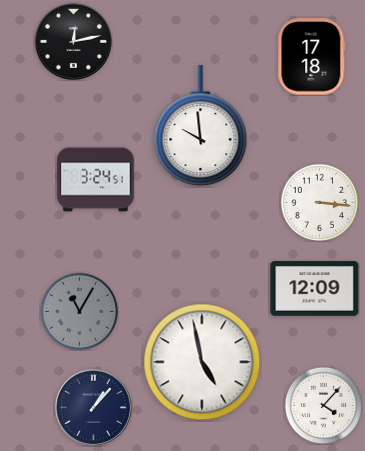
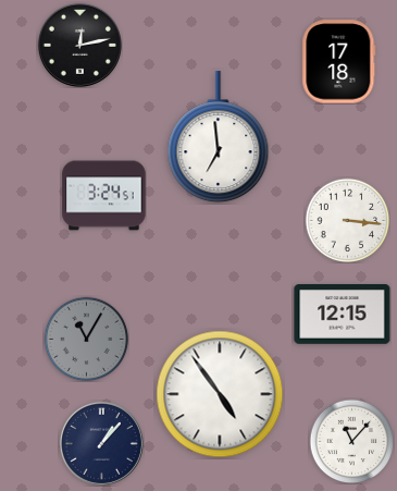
clock at (201, 126): 9:59 -> 6:59
clock at (315, 289): 12:09 -> 12:15
clock at (202, 362): 4:58 -> 4:54
clock at (323, 405): 4:07 -> 11:07
